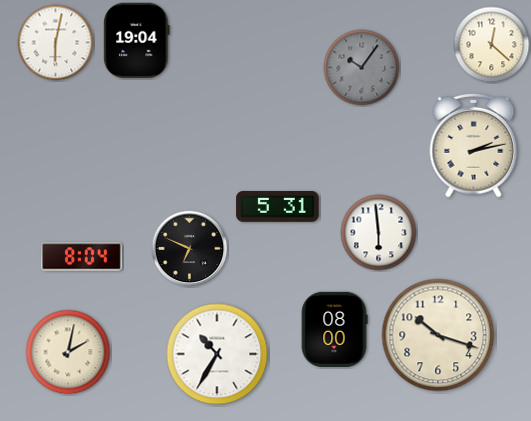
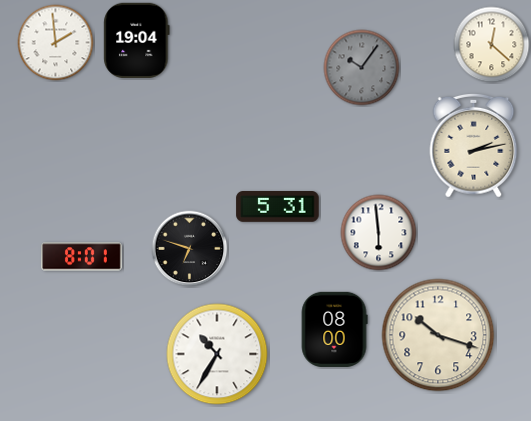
clock at (56, 43): 6:02 -> 1:59
clock at (190, 249): 6:49 -> 6:48
clock at (82, 257): 8:04 -> 8:01
clock at (68, 352): 2:02 -> none
